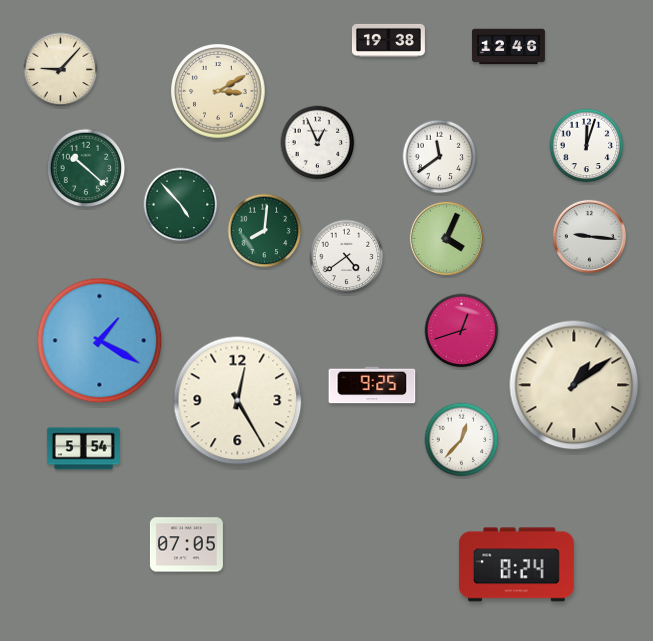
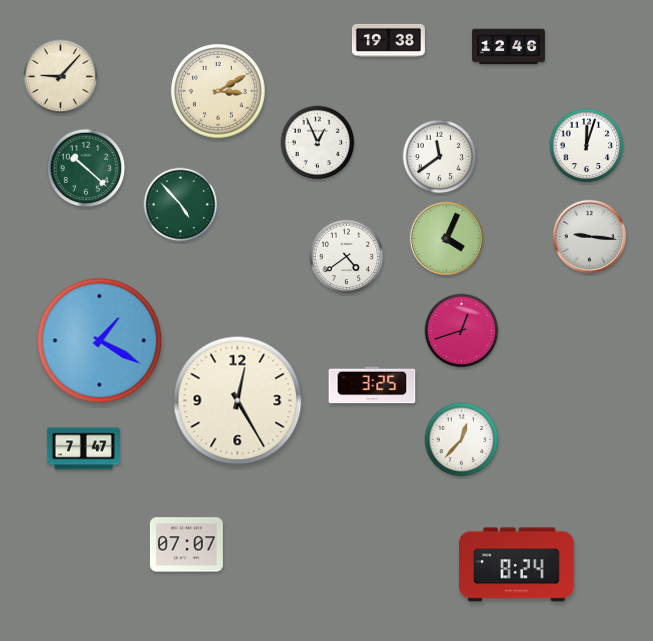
clock at (61, 70) position: (61, 70) -> (61, 77)
clock at (265, 231): 8:01 -> none
clock at (372, 385): 9:25 -> 3:25
clock at (574, 385): 1:09 -> none
clock at (83, 449): 5:54 -> 7:47
clock at (186, 545): 07:05 -> 07:07
